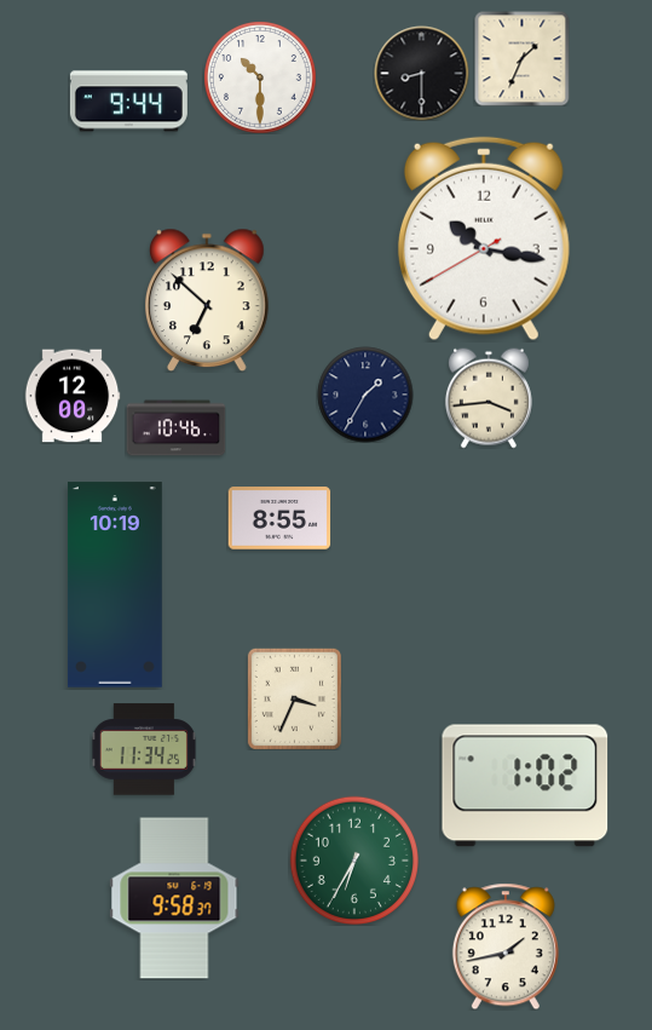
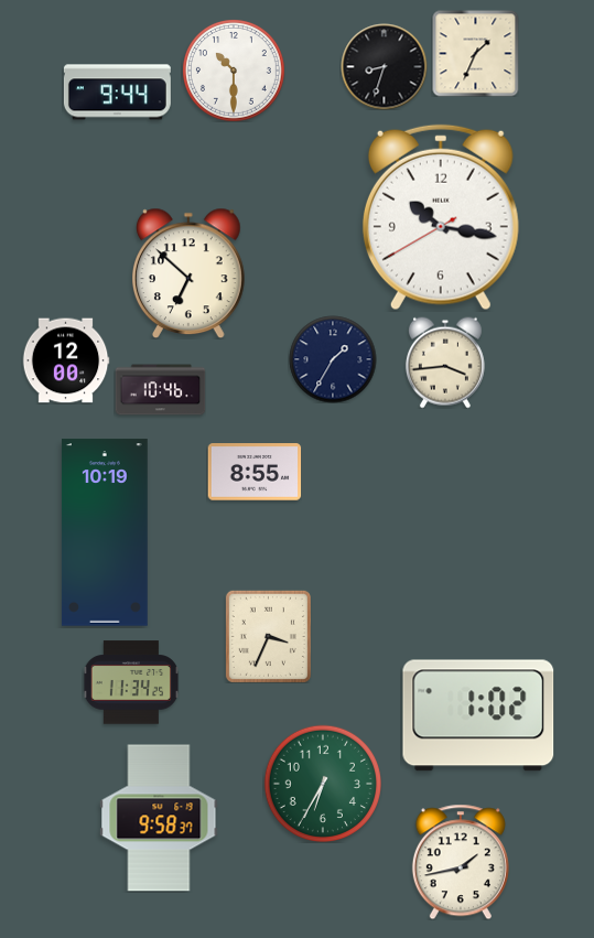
clock at (421, 73): 8:30 -> 8:33
clock at (260, 77) position: (260, 77) -> (234, 71)
